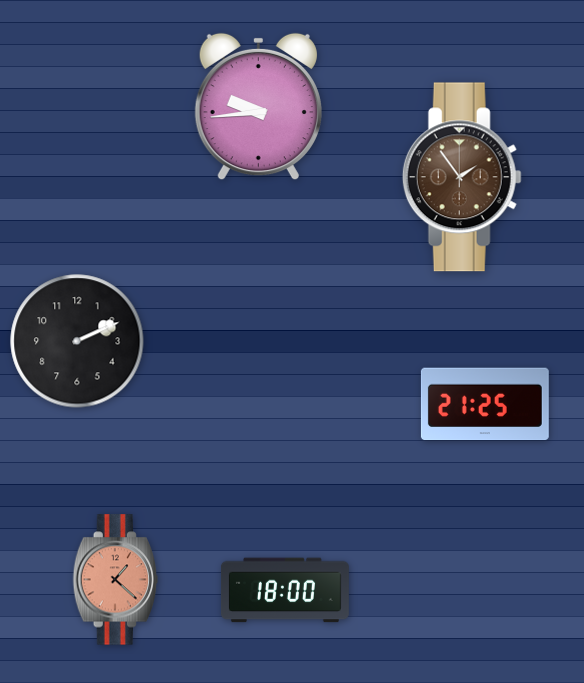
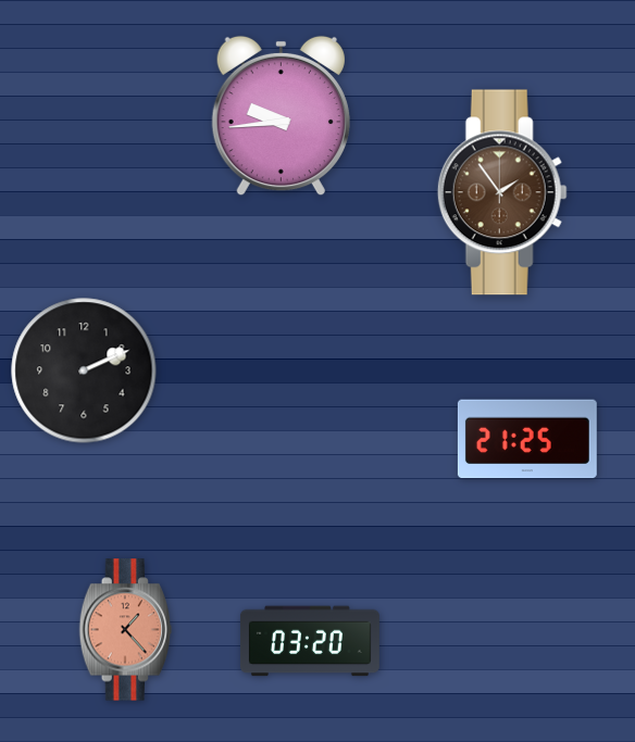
clock at (116, 580): 1:22 -> 1:23
clock at (285, 590): 18:00 -> 03:20
